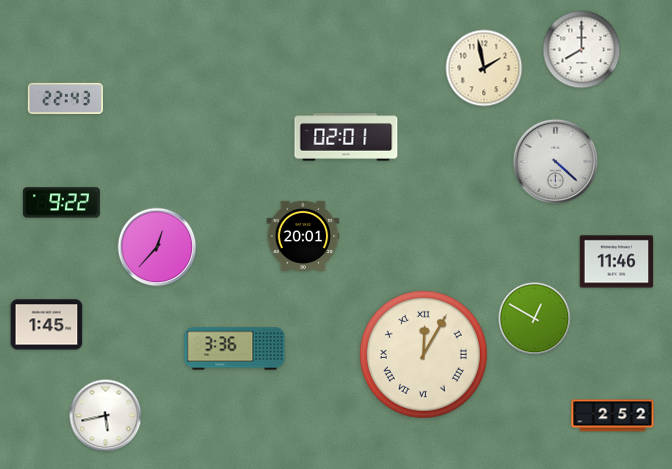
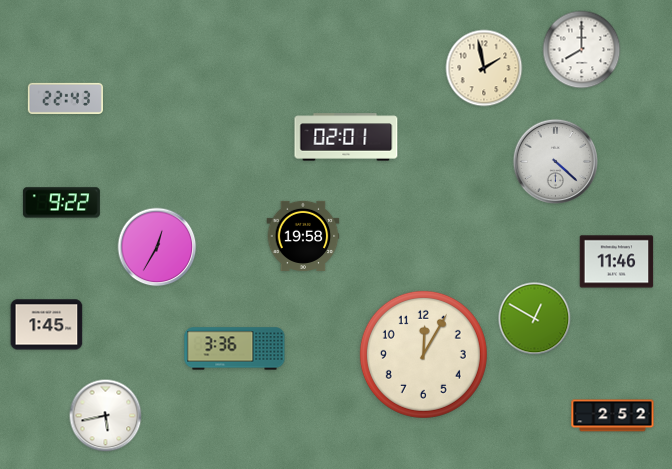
clock at (303, 236): 20:01 -> 19:58
clock at (157, 247): 12:37 -> 12:35
clock at (423, 354) numerals: Roman -> Arabic
